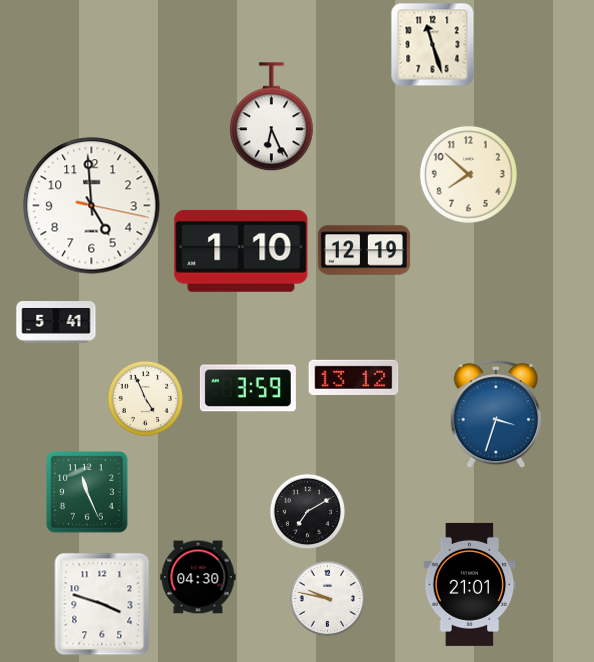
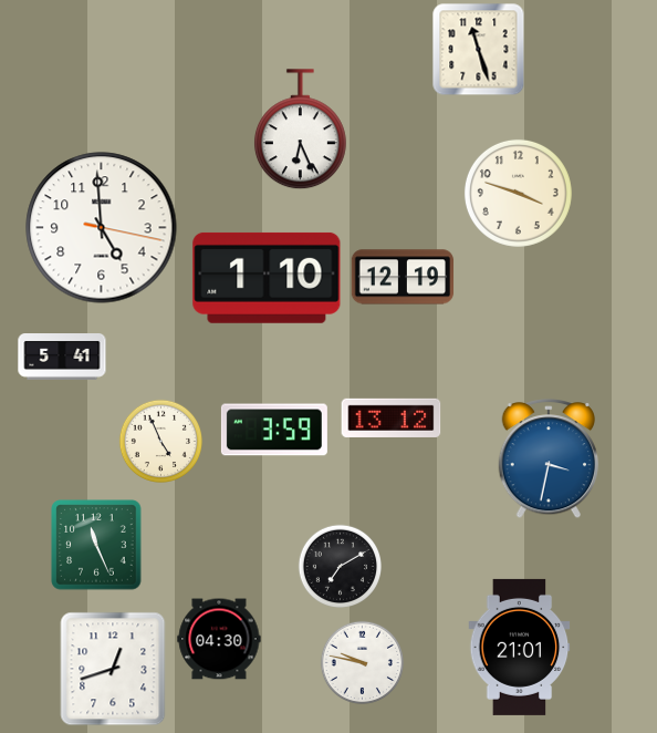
clock at (468, 174): 7:52 -> 3:48
clock at (496, 415): 3:33 -> 3:32
clock at (102, 604): 3:48 -> 12:42
